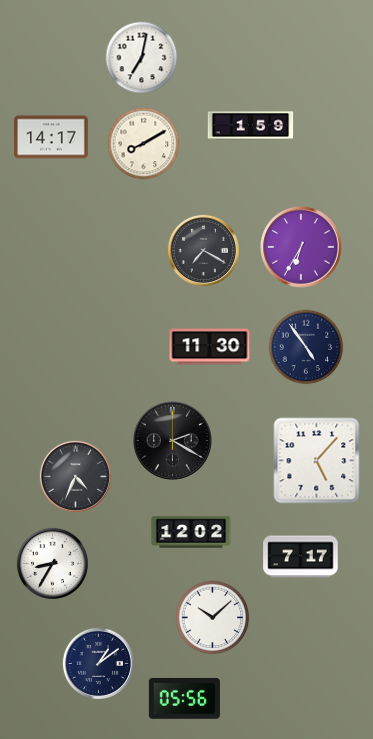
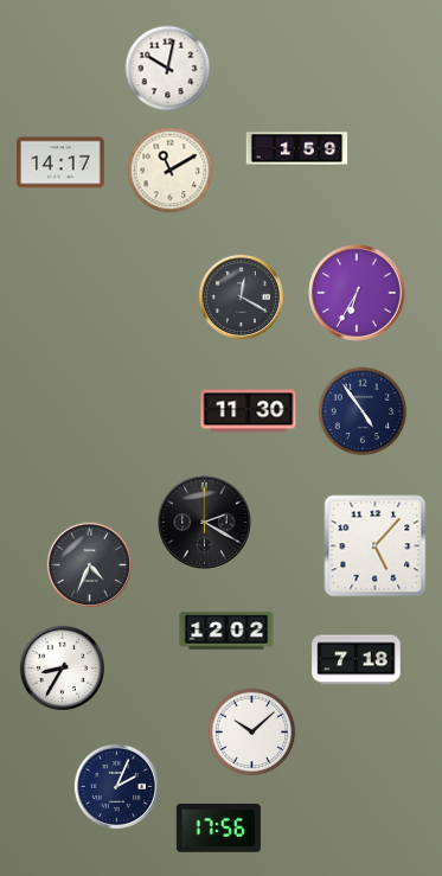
clock at (142, 58): 7:02 -> 10:02
clock at (144, 144): 8:10 -> 11:10
clock at (203, 250): 7:20 -> 12:20
clock at (301, 557): 7:17 -> 7:18
clock at (98, 663): 1:09 -> 2:04
clock at (184, 698): 05:56 -> 17:56
